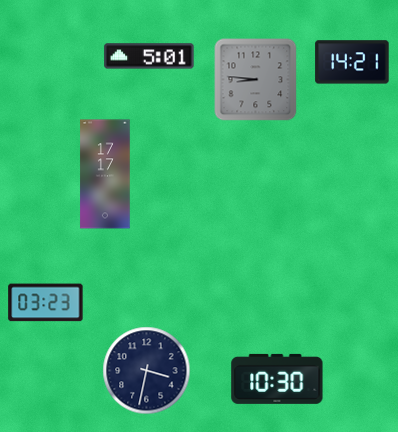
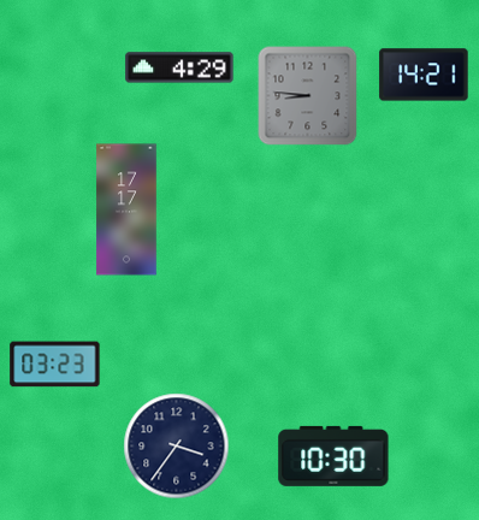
clock at (149, 56): 5:01 -> 4:29
clock at (147, 371): 3:32 -> 3:36
